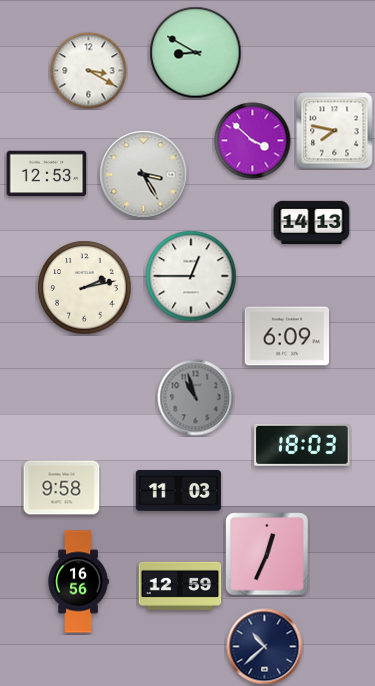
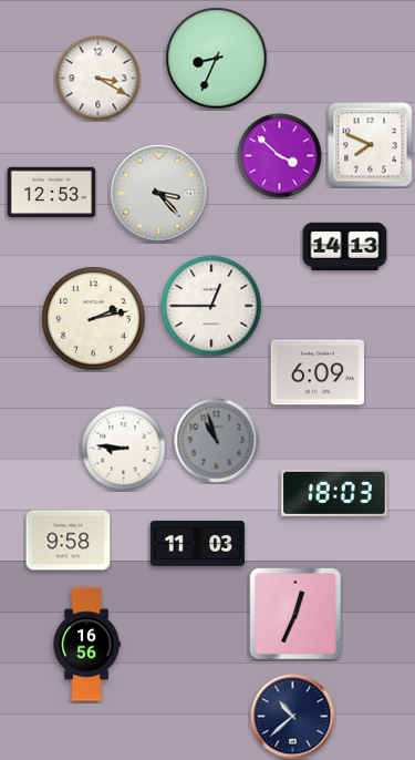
clock at (196, 53): 8:50 -> 8:34
clock at (335, 131): 7:47 -> 7:49
clock at (144, 175): 3:25 -> 3:23
clock at (124, 449): none -> 8:46
clock at (180, 586): 12:59 -> none
